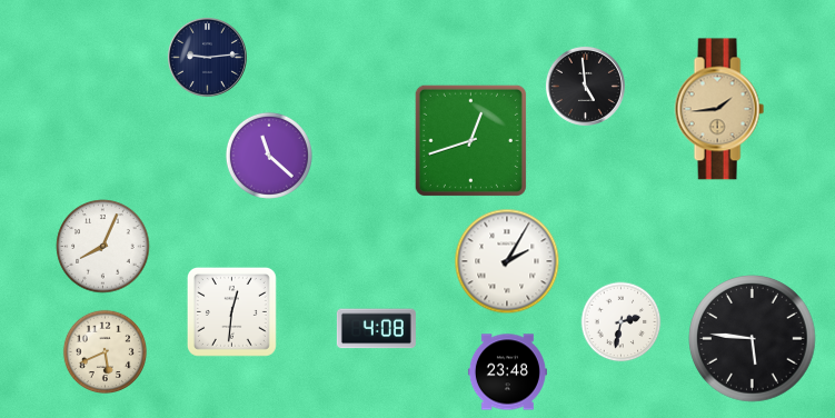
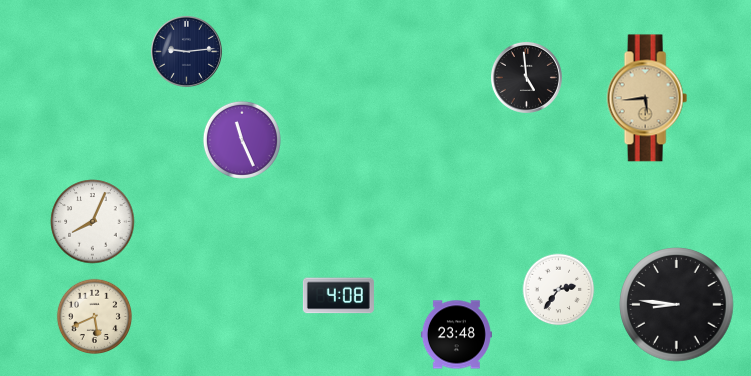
clock at (719, 109): 1:44 -> 5:44
clock at (470, 140): 12:42 -> none
clock at (269, 156): 11:22 -> 11:26
clock at (507, 261): 2:05 -> none
clock at (231, 311): 12:31 -> none
clock at (622, 322): 2:32 -> 2:36
clock at (753, 339): 5:46 -> 8:46
